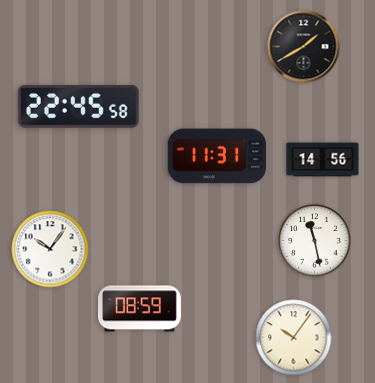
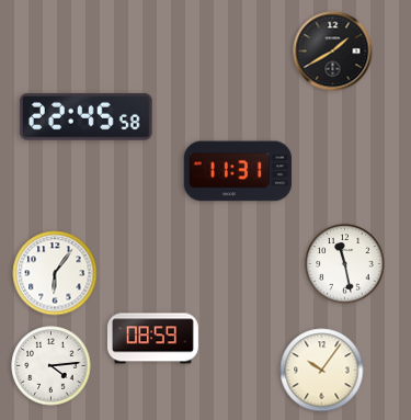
clock at (323, 160): 14:56 -> none
clock at (50, 249): 10:06 -> 6:06
clock at (52, 366): none -> 4:14
